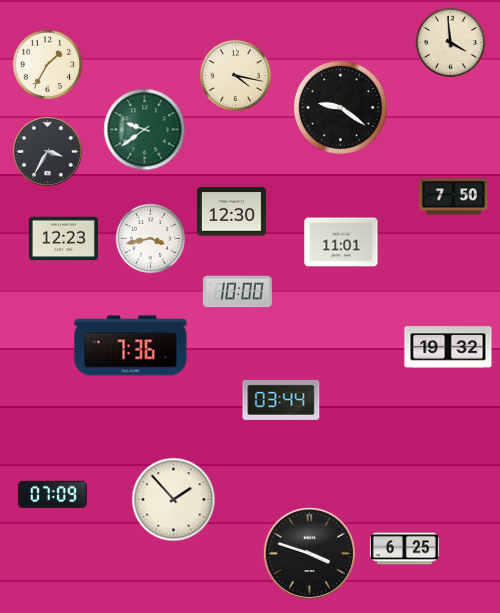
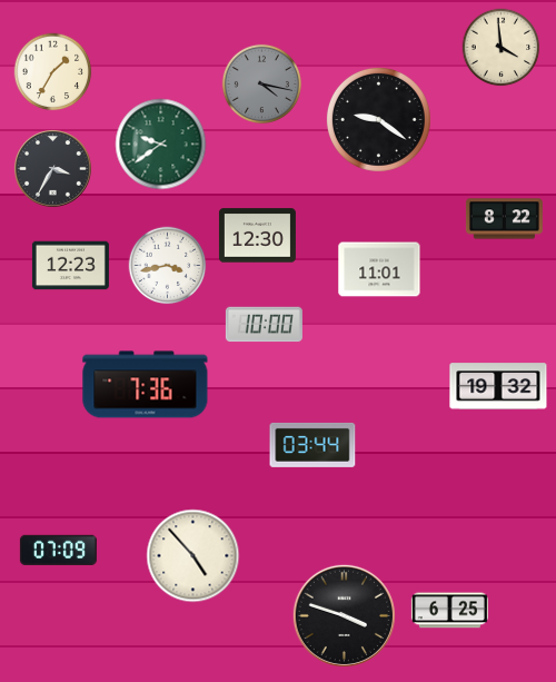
clock at (235, 75) dial: cream -> grey
clock at (453, 197): 7:50 -> 8:22
clock at (174, 500): 1:53 -> 4:53
